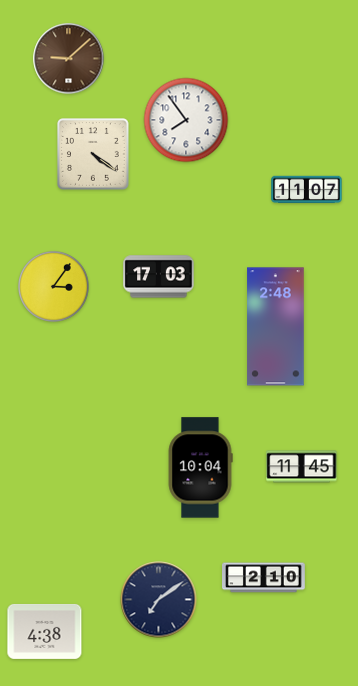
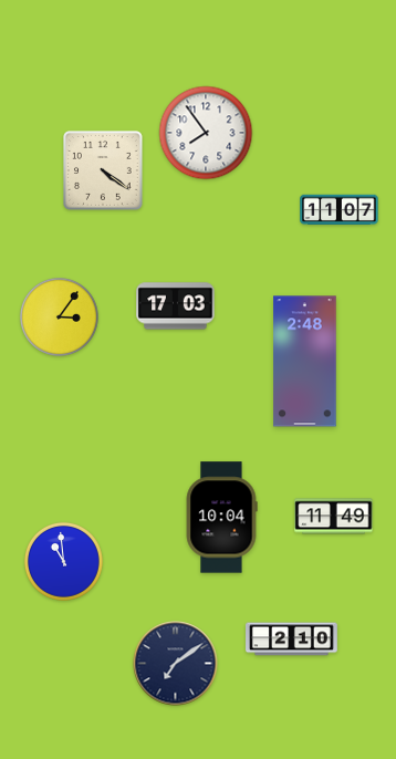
clock at (69, 59): 9:08 -> none
clock at (302, 467): 11:45 -> 11:49
clock at (63, 561): none -> 10:59
clock at (45, 631): 4:38 -> none
